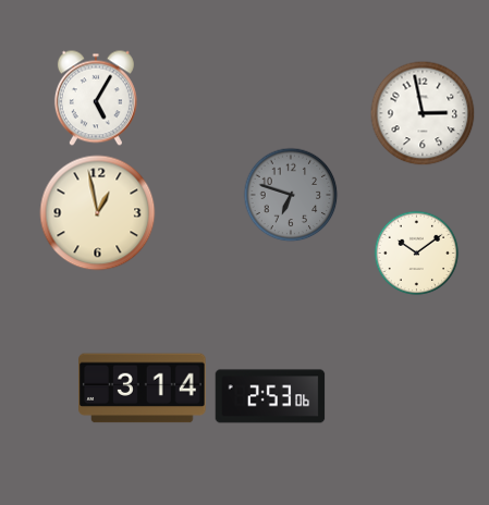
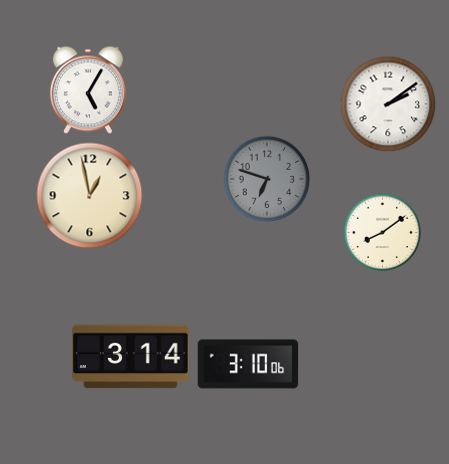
clock at (423, 113): 2:58 -> 2:09
clock at (416, 253): 10:09 -> 8:09
clock at (270, 396): 2:53 -> 3:10
